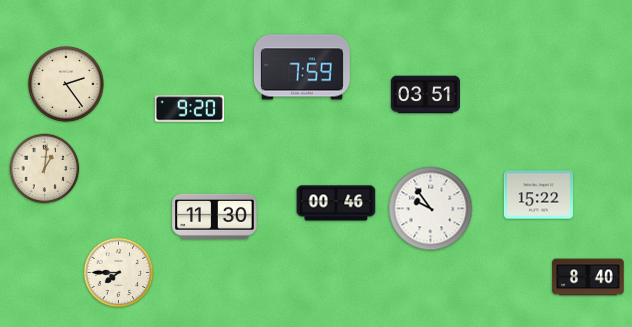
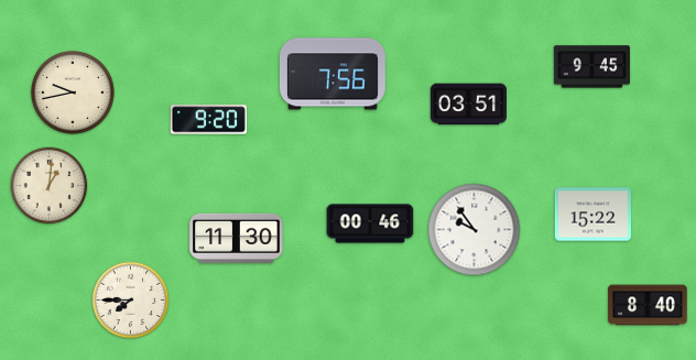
clock at (591, 67): none -> 9:45
clock at (302, 67): 7:59 -> 7:56
clock at (67, 85): 2:24 -> 9:43
